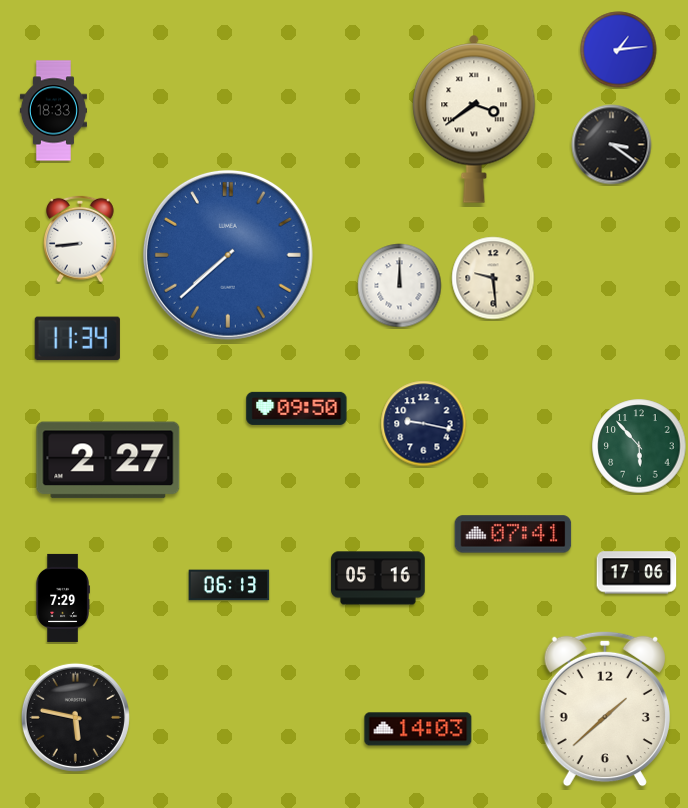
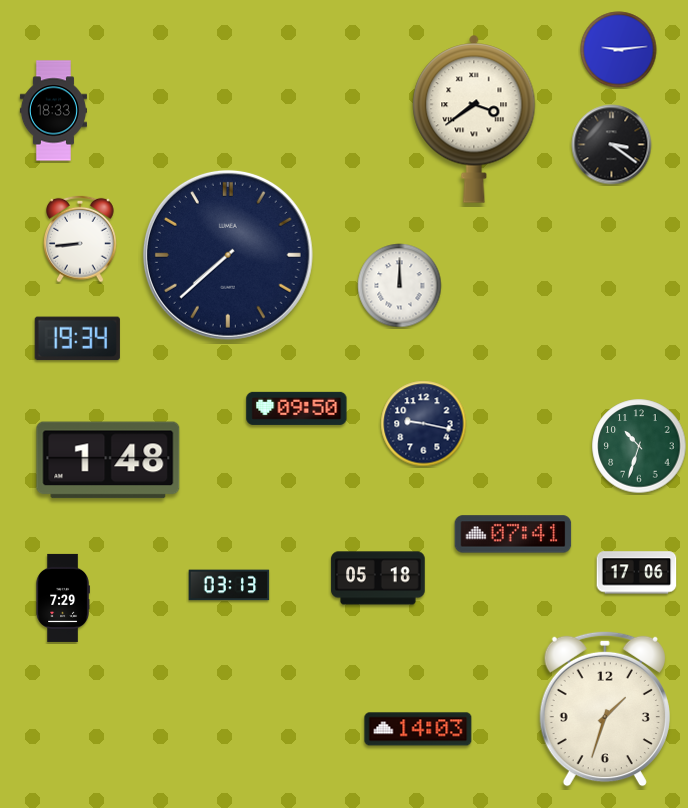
clock at (619, 50): 1:14 -> 9:14
clock at (228, 255) dial: blue -> navy
clock at (493, 278): 9:29 -> none
clock at (77, 339): 11:34 -> 19:34
clock at (639, 446): 5:53 -> 10:33
clock at (108, 460): 2:27 -> 1:48
clock at (378, 578): 05:16 -> 05:18
clock at (229, 585): 06:13 -> 03:13
clock at (605, 709): 1:38 -> 1:33
clock at (75, 717): 5:47 -> none
